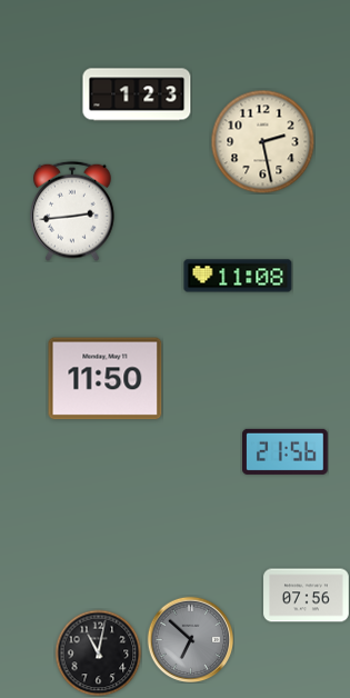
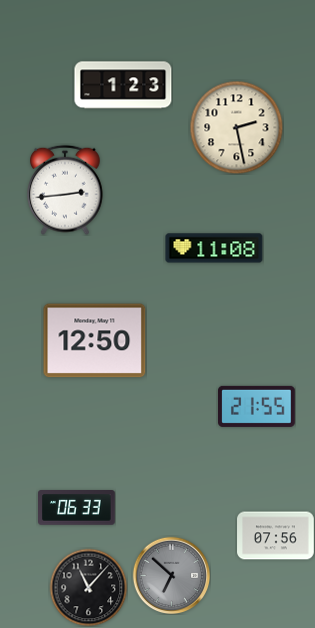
clock at (106, 379): 11:50 -> 12:50
clock at (286, 451): 21:56 -> 21:55
clock at (77, 508): none -> 06:33
clock at (98, 652): 11:02 -> 11:07
